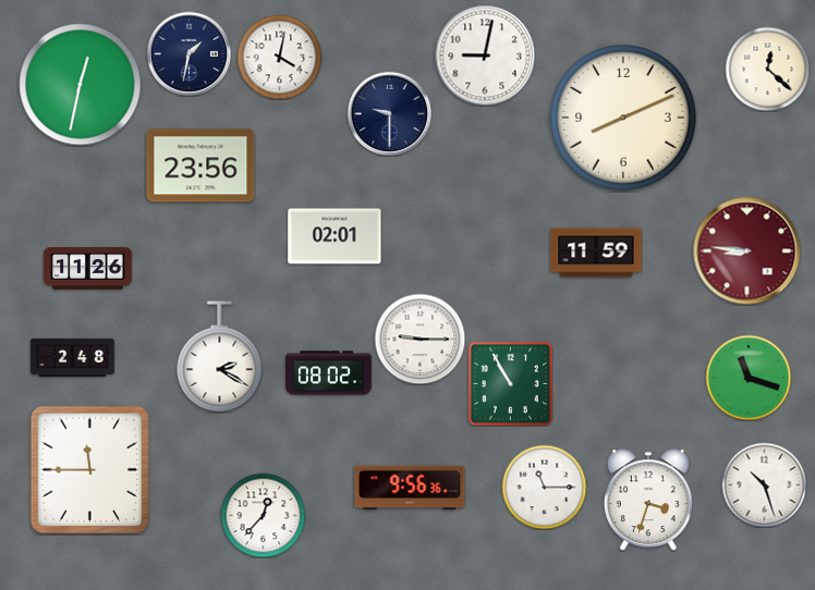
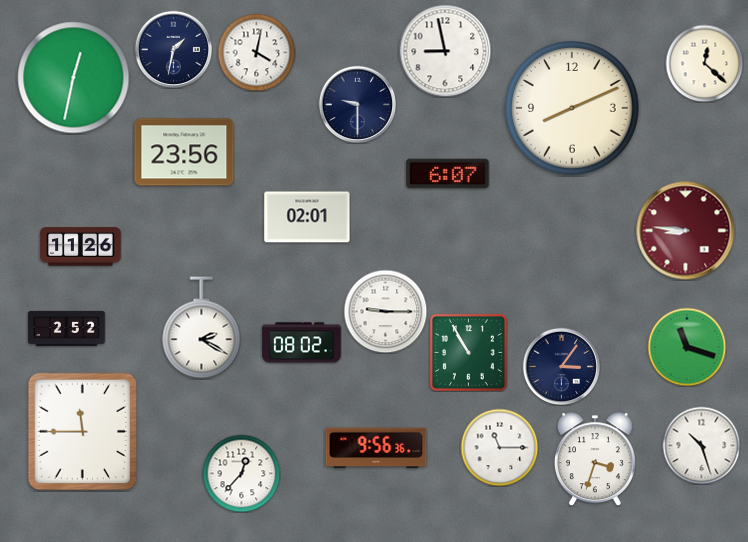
clock at (485, 56): 9:02 -> 8:58
clock at (448, 174): none -> 6:07
clock at (596, 253): 11:59 -> none
clock at (73, 357): 2:48 -> 2:52
clock at (561, 366): none -> 3:06
